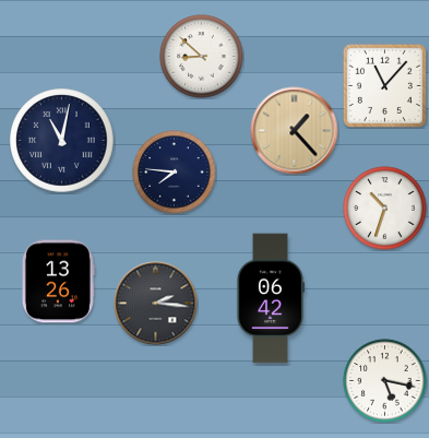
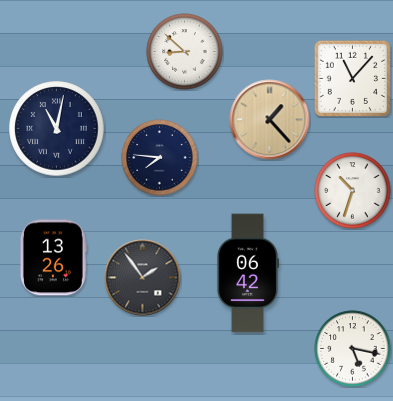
clock at (156, 304): 2:16 -> 1:54
